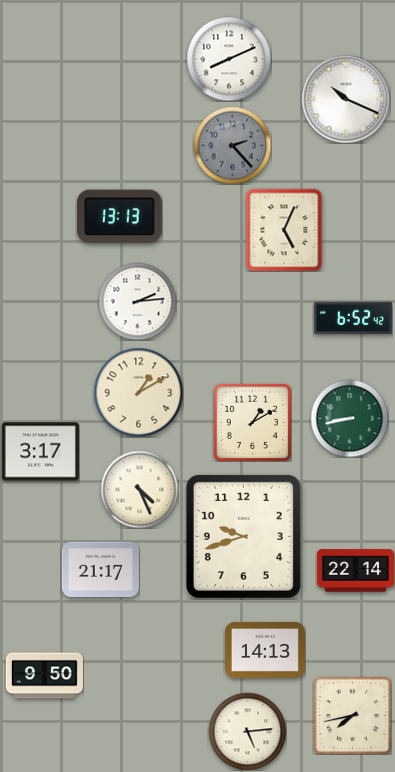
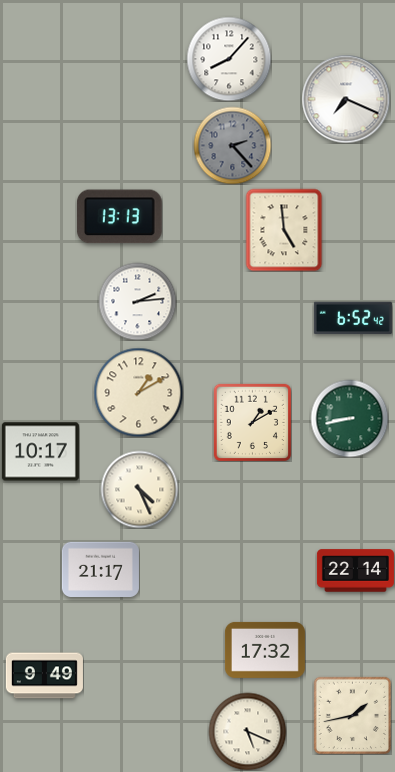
clock at (229, 59): 8:11 -> 8:07
clock at (346, 99): 10:19 -> 7:19
clock at (284, 230): 5:04 -> 4:59
clock at (40, 452): 3:17 -> 10:17
clock at (243, 536): 9:42 -> none
clock at (265, 650): 14:13 -> 17:32
clock at (44, 676): 9:50 -> 9:49
clock at (352, 715): 7:43 -> 1:43
clock at (247, 731): 5:14 -> 5:19
